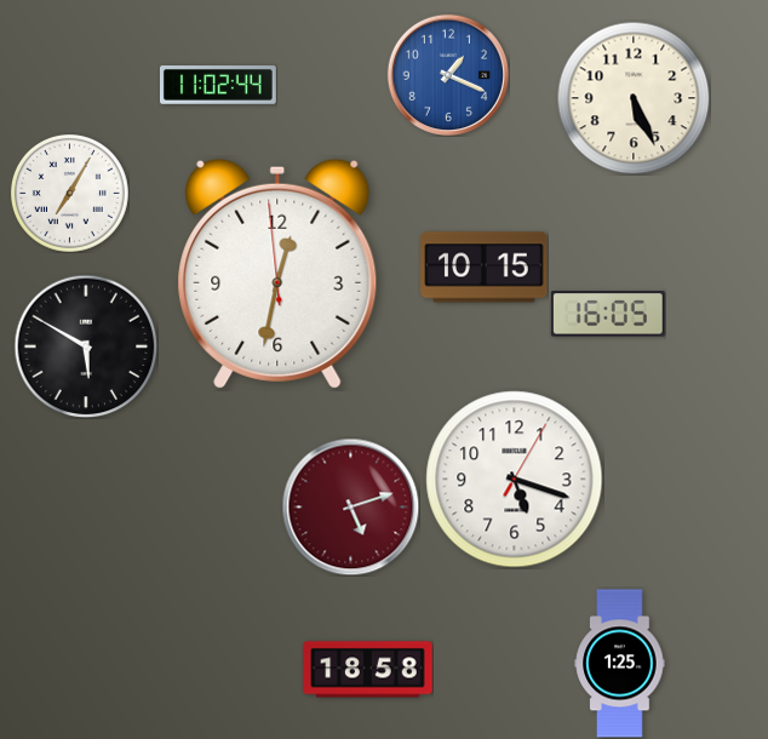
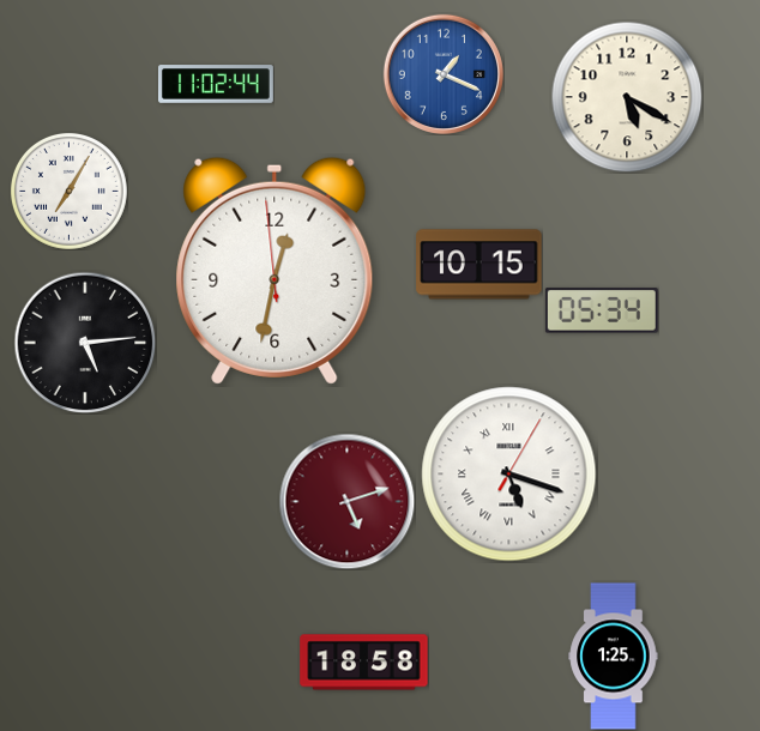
clock at (634, 98): 5:26 -> 5:20
clock at (608, 314): 16:05 -> 05:34
clock at (86, 346): 5:50 -> 5:14
clock at (515, 480) numerals: Arabic -> Roman
